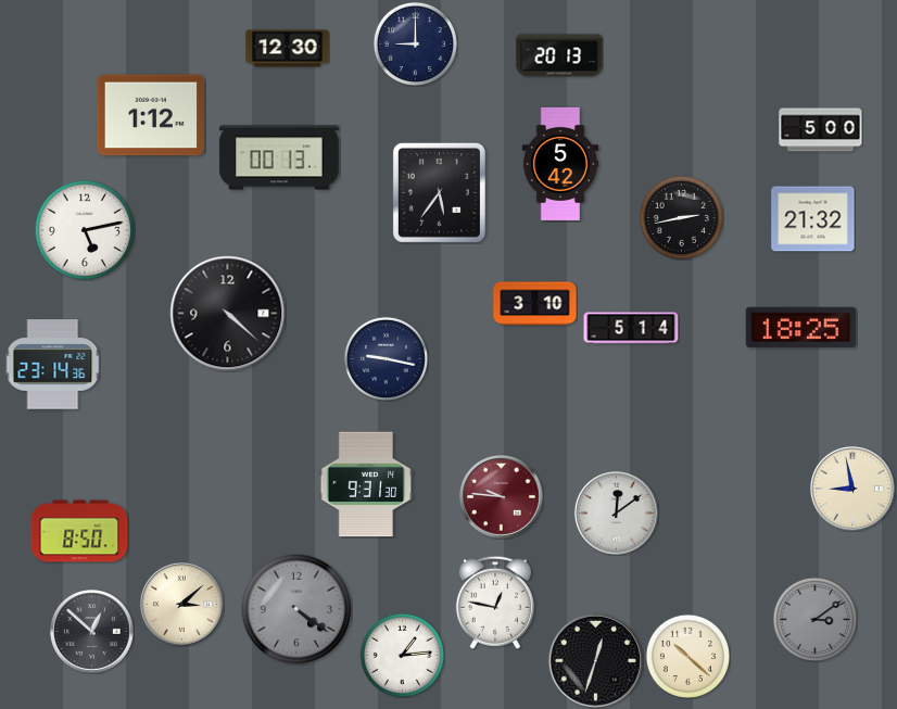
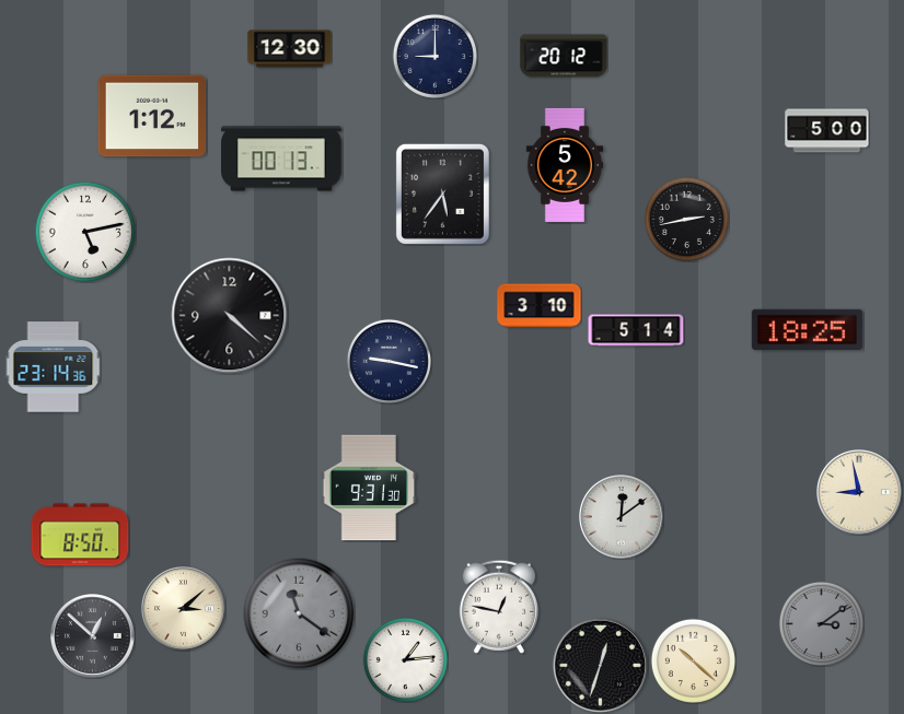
clock at (415, 43) position: (415, 43) -> (434, 56)
clock at (559, 55): 20:13 -> 20:12
clock at (813, 219): 21:32 -> none
clock at (502, 497): 9:46 -> none
clock at (296, 609): 4:21 -> 11:21
